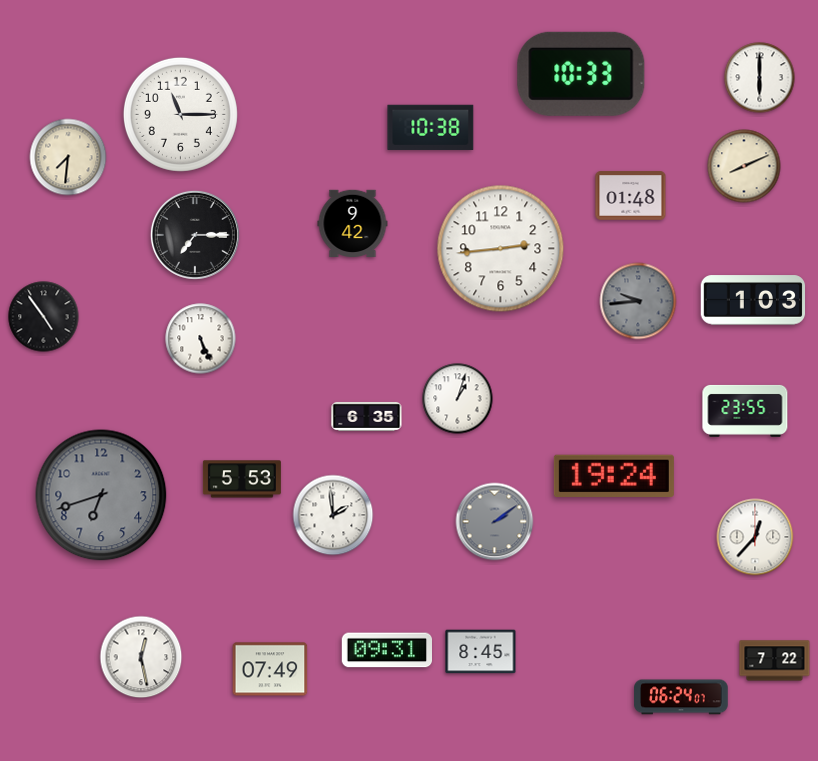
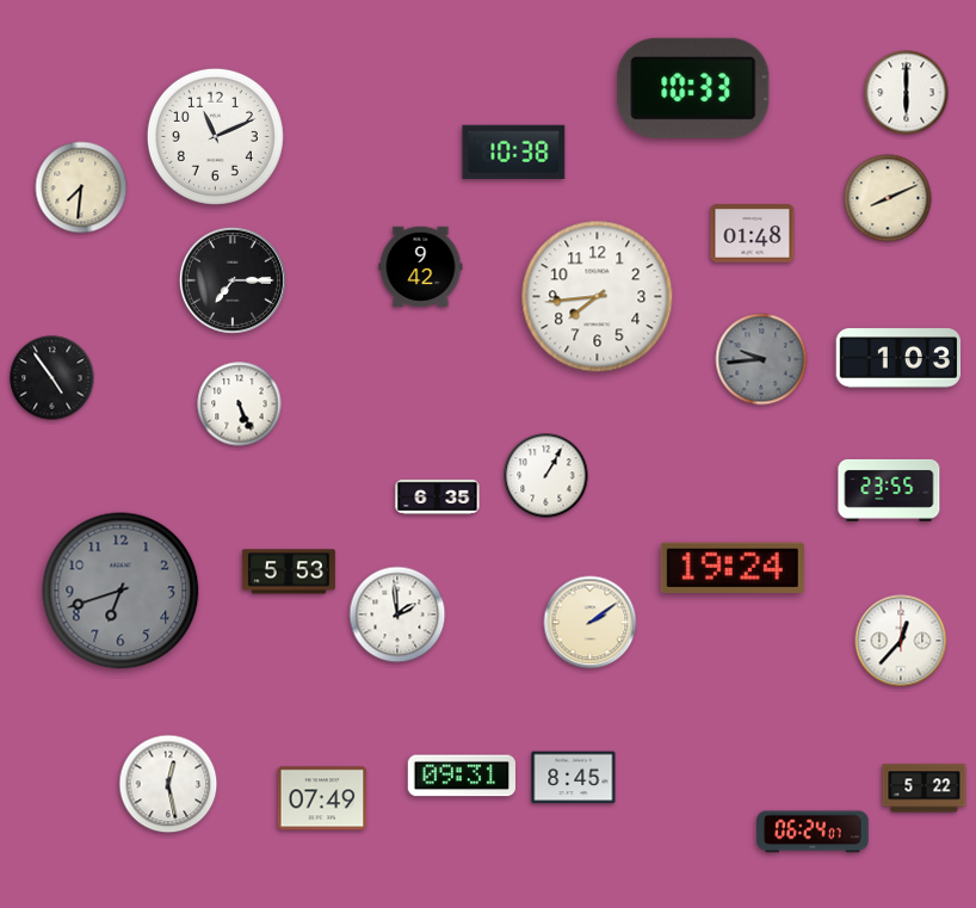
clock at (180, 114): 11:15 -> 11:11
clock at (501, 249): 2:44 -> 7:44
clock at (458, 399): 1:03 -> 1:05
clock at (495, 522) dial: grey -> cream
clock at (775, 661): 7:22 -> 5:22
